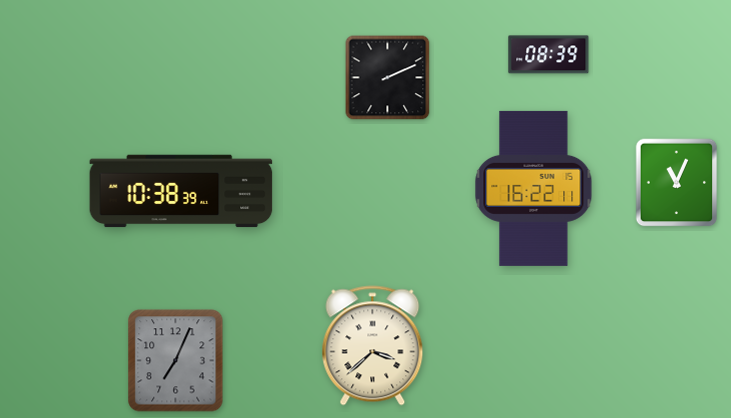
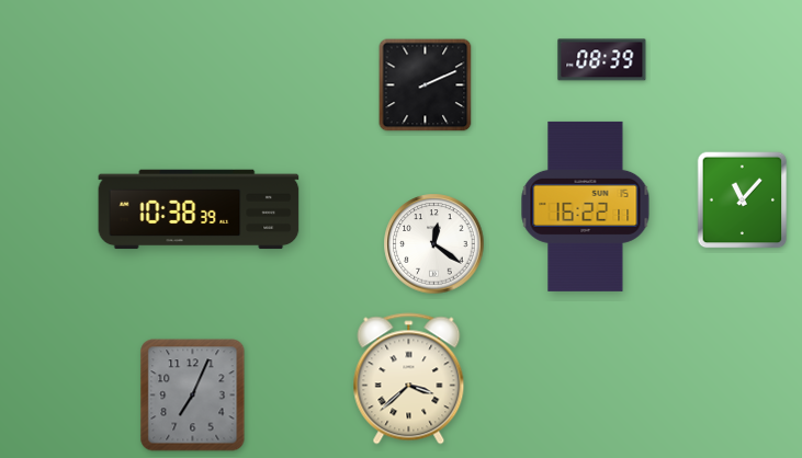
clock at (677, 183): 11:04 -> 11:07
clock at (434, 244): none -> 12:21
